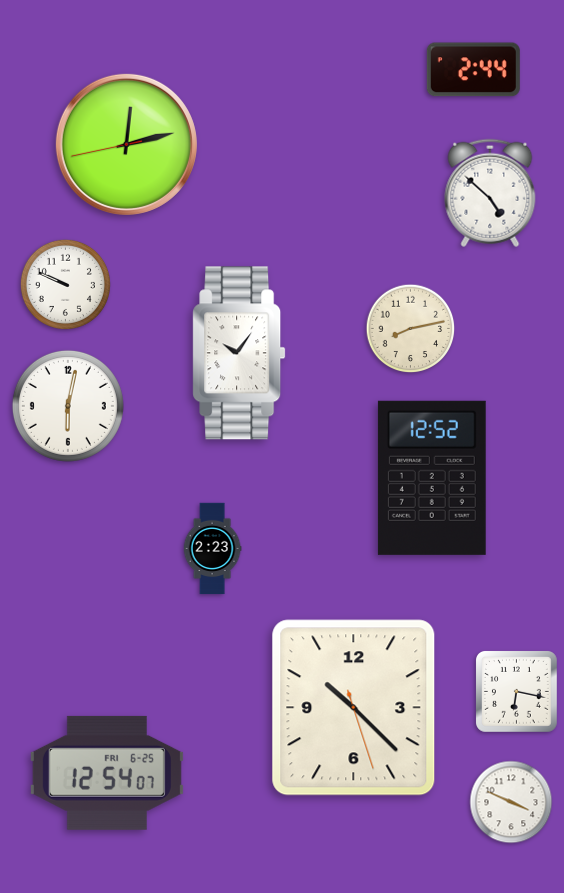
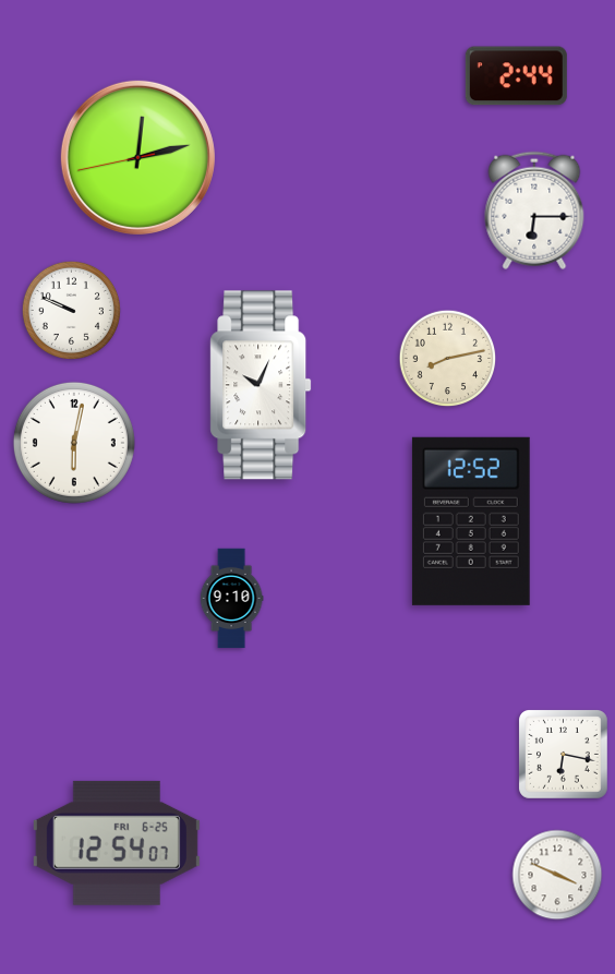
clock at (490, 193): 4:52 -> 6:15
clock at (239, 353): 10:06 -> 10:04
clock at (212, 549): 2:23 -> 9:10
clock at (354, 708): 10:22 -> none
